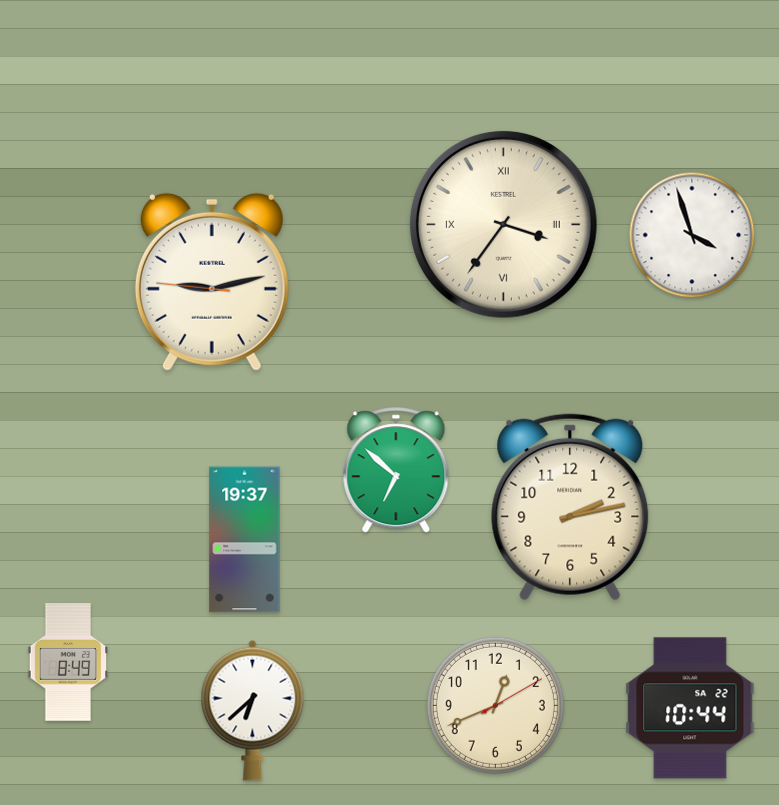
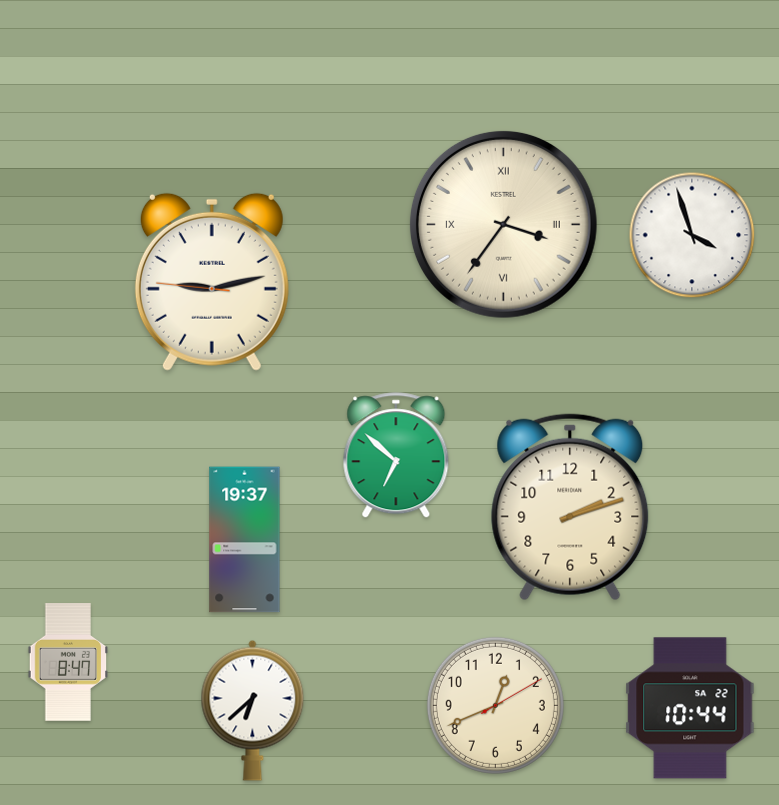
clock at (396, 471) position: (396, 471) -> (396, 456)
clock at (570, 507): 2:13 -> 2:12
clock at (68, 662): 8:49 -> 8:47
